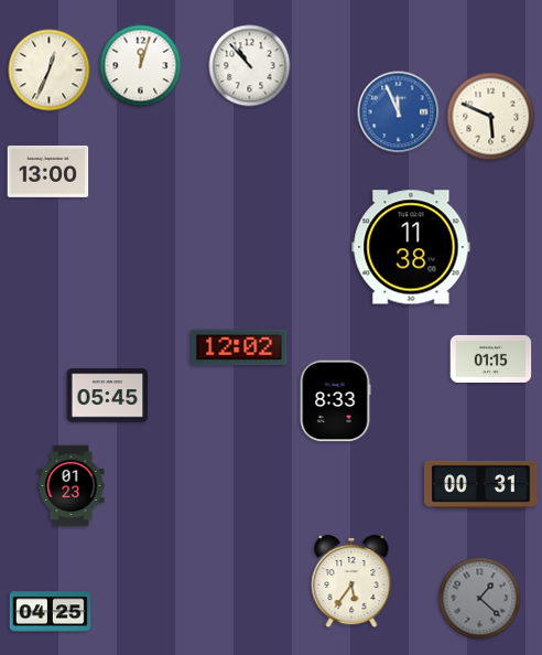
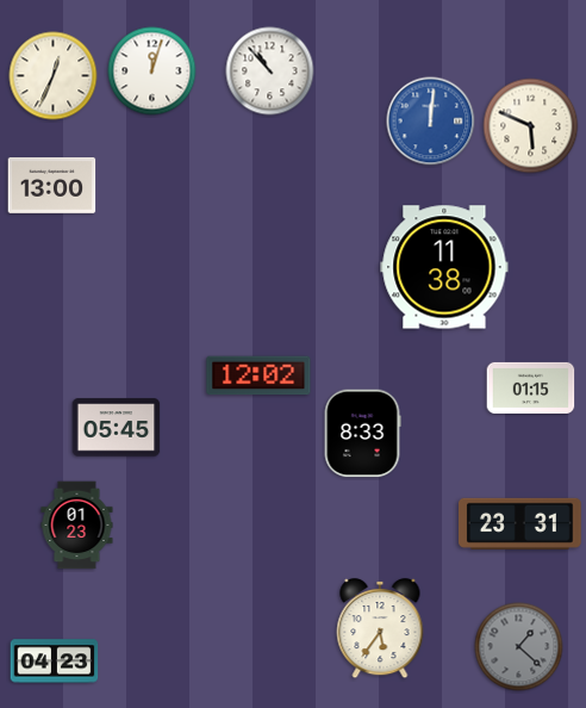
clock at (399, 112): 11:56 -> 12:01
clock at (481, 484): 00:31 -> 23:31
clock at (51, 612): 04:25 -> 04:23
